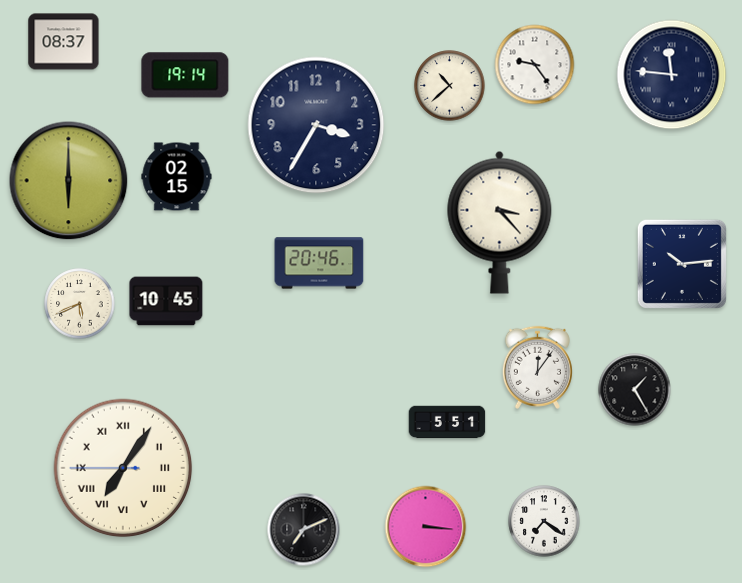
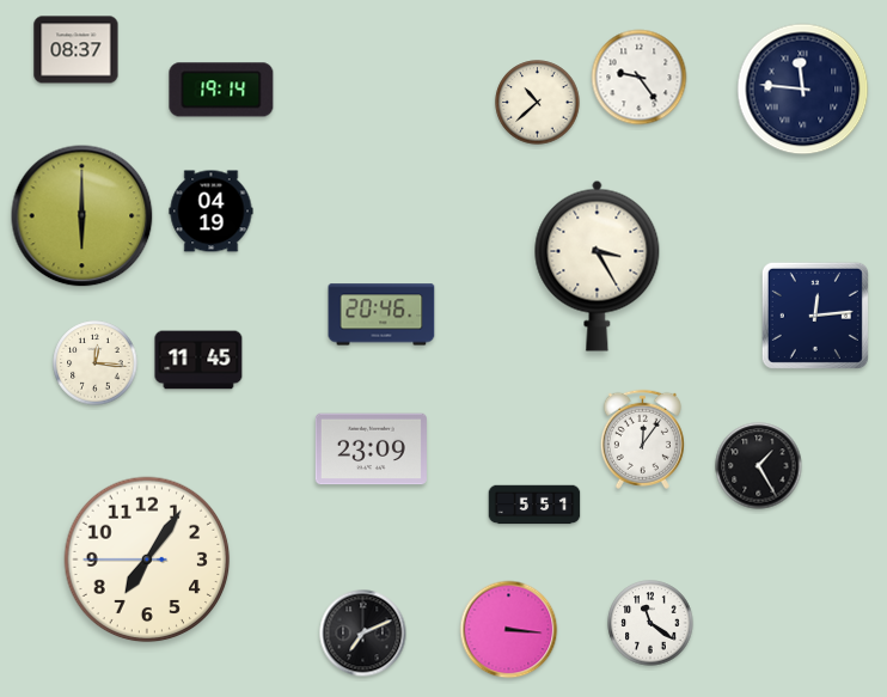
clock at (316, 125): 3:35 -> none
clock at (177, 177): 02:15 -> 04:19
clock at (500, 222): 3:23 -> 3:25
clock at (682, 264): 10:14 -> 12:14
clock at (166, 301): 10:45 -> 11:45
clock at (80, 304): 5:41 -> 12:16
clock at (371, 450): none -> 23:09
clock at (123, 468) numerals: Roman -> Arabic
clock at (544, 521): 7:21 -> 11:21
